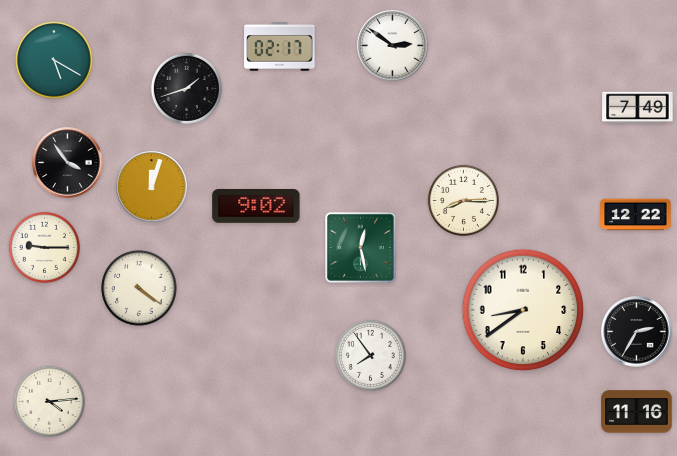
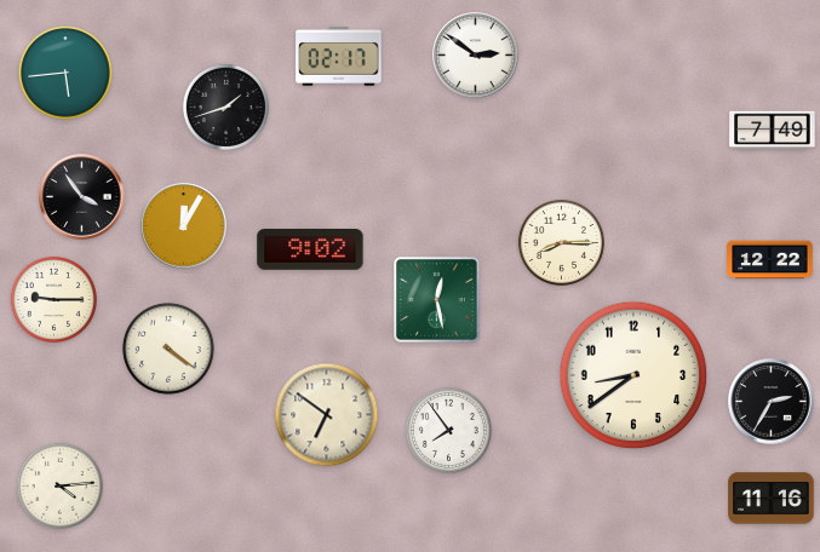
clock at (54, 60): 5:20 -> 5:44
clock at (152, 187): 12:03 -> 12:05
clock at (327, 415): none -> 6:51
